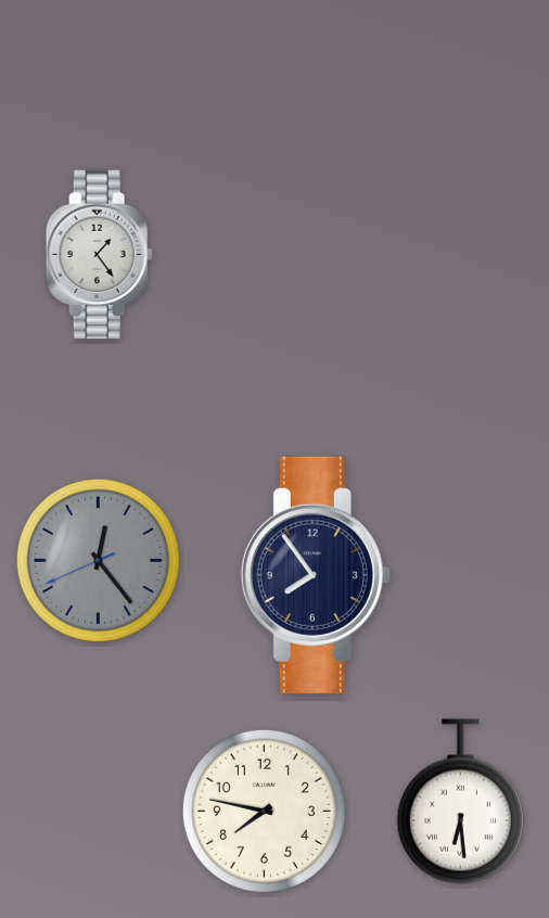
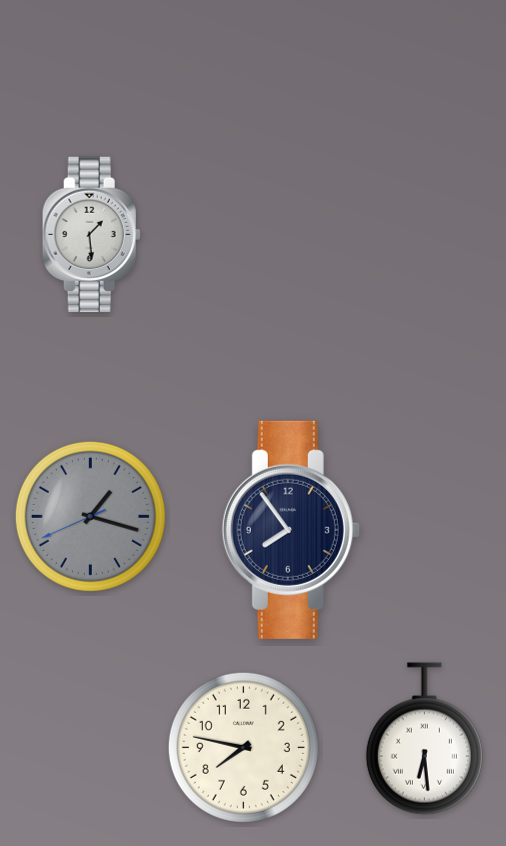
clock at (99, 255): 1:24 -> 1:29
clock at (98, 560): 12:23 -> 1:17
